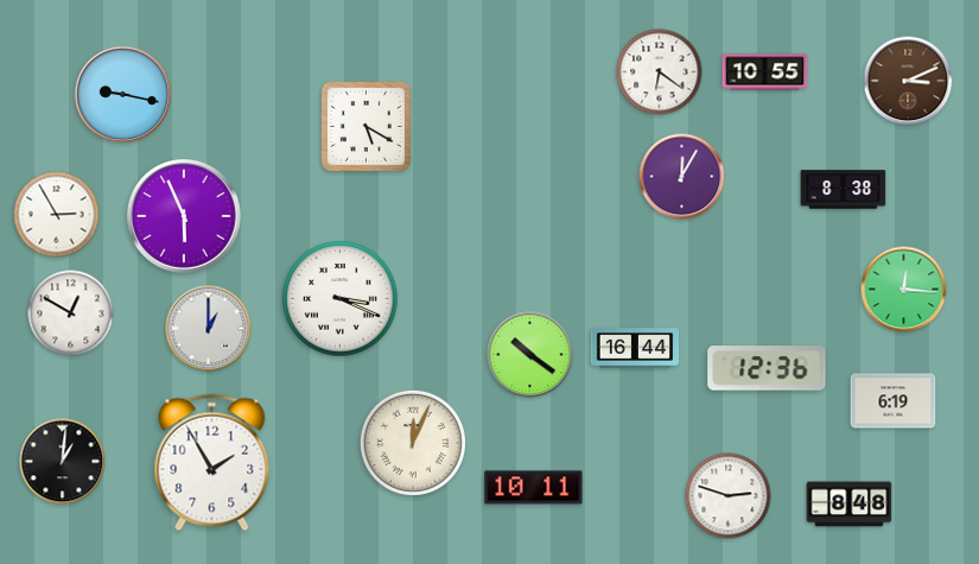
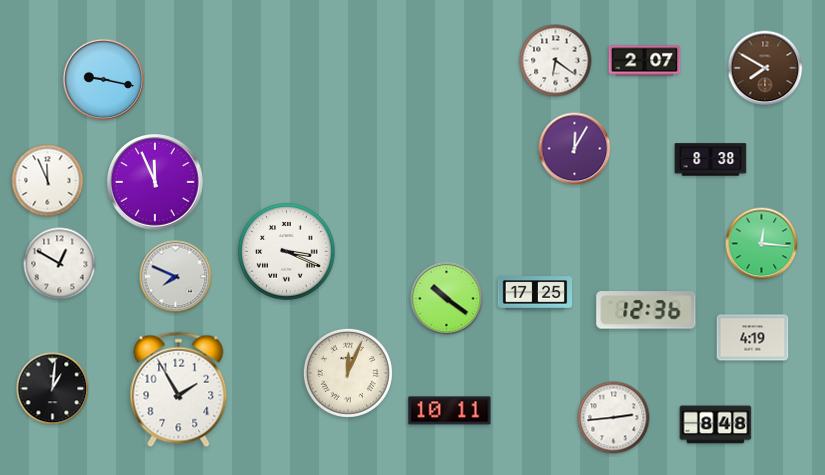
clock at (765, 72): 10:55 -> 2:07
clock at (908, 81): 3:11 -> 7:50
clock at (365, 126): 5:20 -> none
clock at (57, 215): 2:55 -> 11:56
clock at (185, 217): 5:56 -> 11:56
clock at (209, 329): 1:00 -> 7:49
clock at (635, 348): 16:44 -> 17:25
clock at (894, 401): 6:19 -> 4:19
clock at (729, 496): 2:48 -> 2:44
